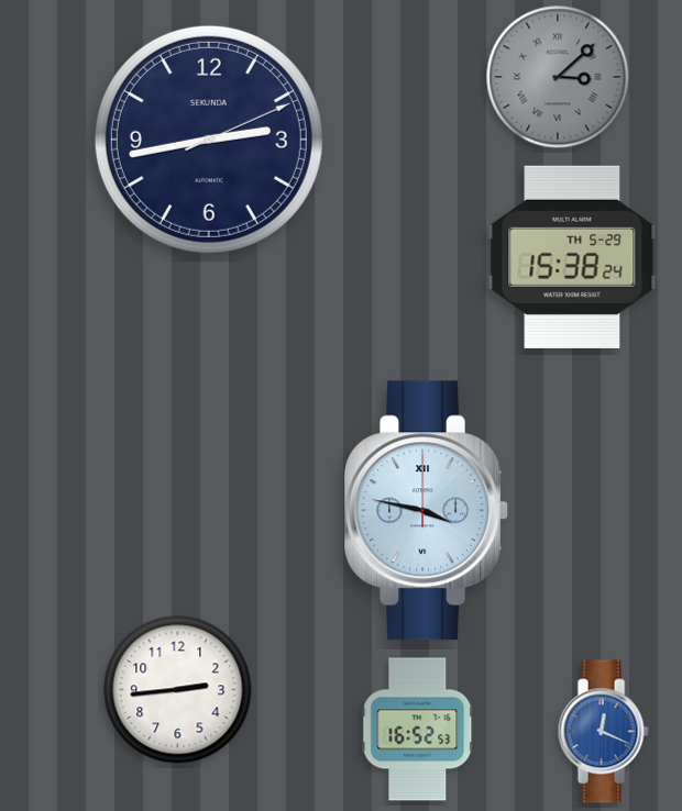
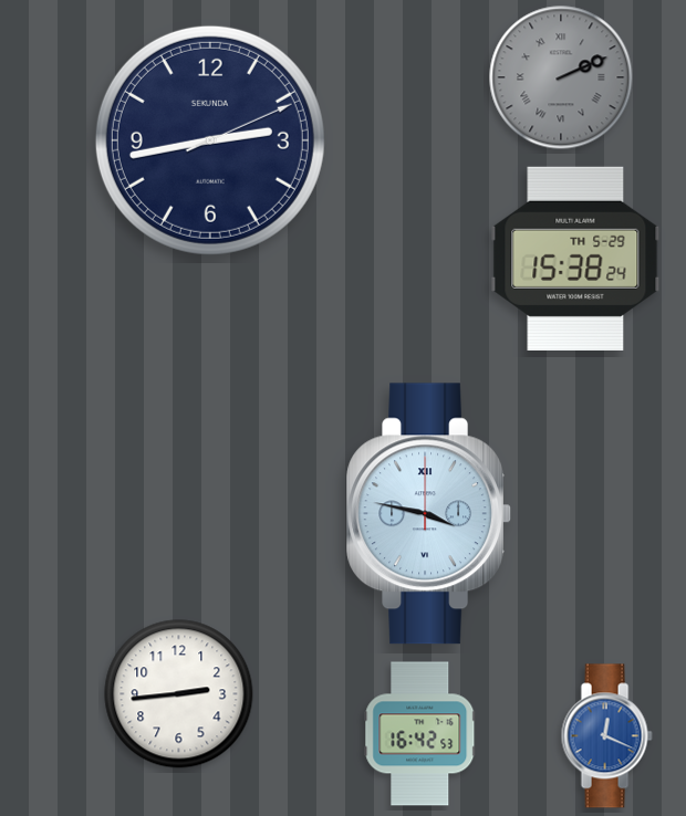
clock at (558, 77): 3:08 -> 2:11
clock at (418, 730): 16:52 -> 16:42
